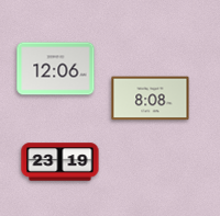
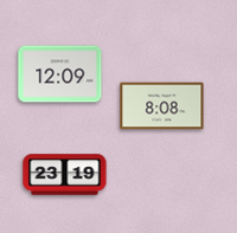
clock at (56, 69): 12:06 -> 12:09
